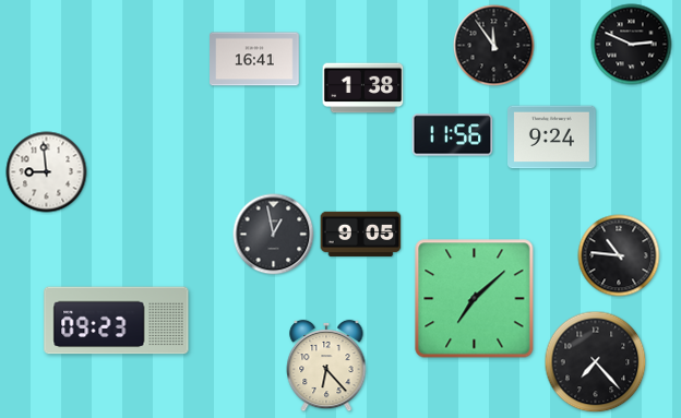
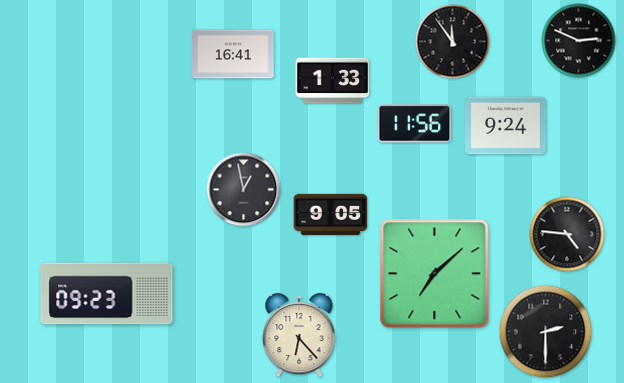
clock at (363, 88): 1:38 -> 1:33
clock at (47, 172): 8:59 -> none
clock at (274, 235) position: (274, 235) -> (244, 190)
clock at (619, 255): 10:46 -> 4:46
clock at (596, 362): 7:23 -> 2:30
